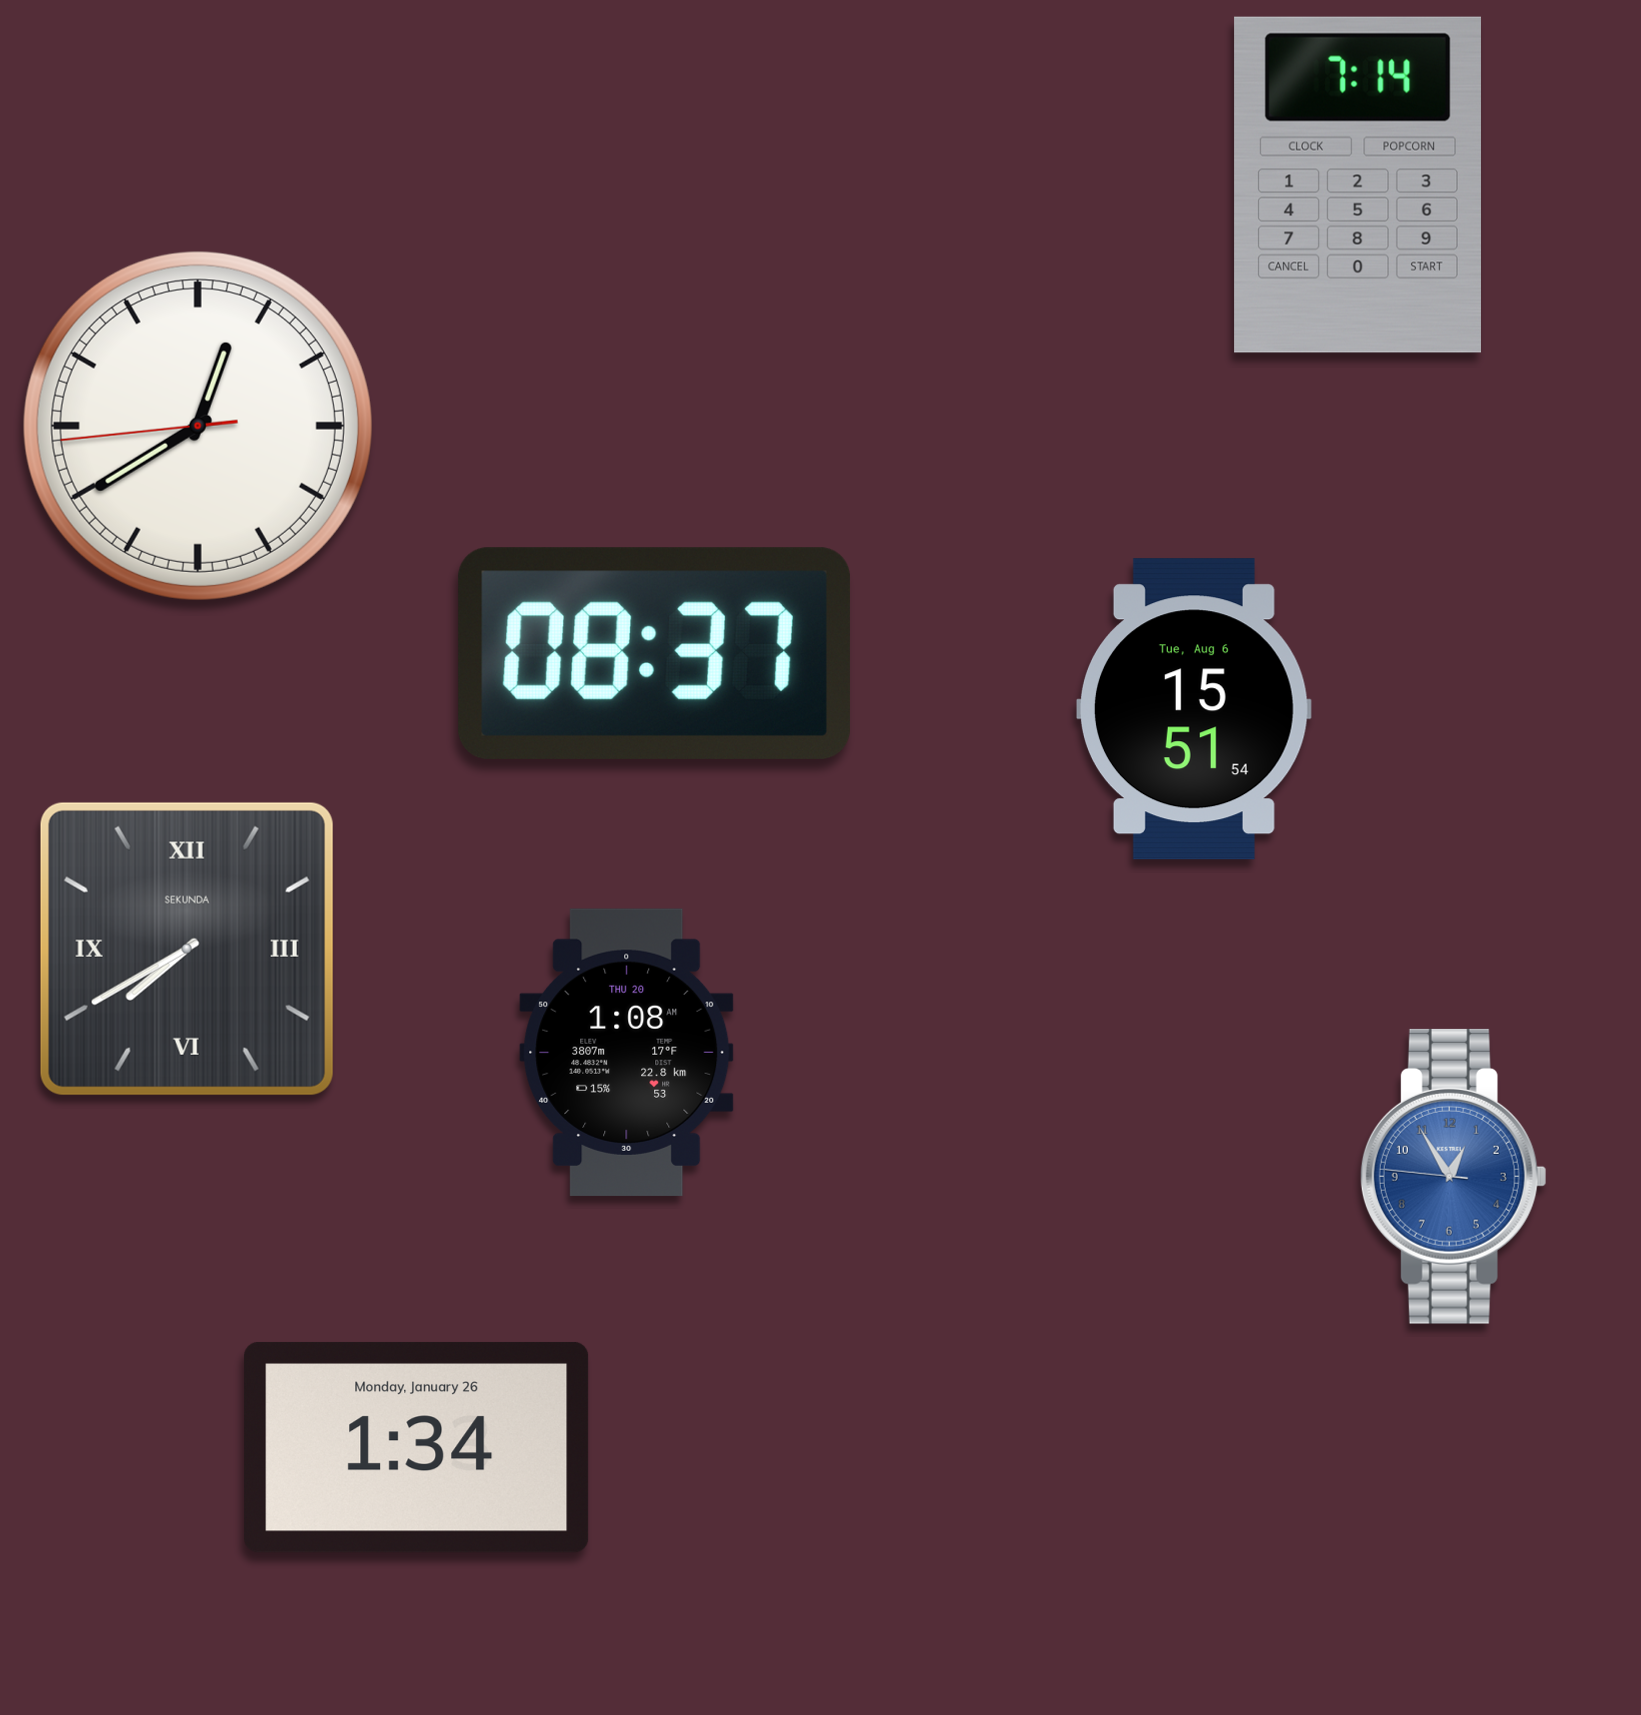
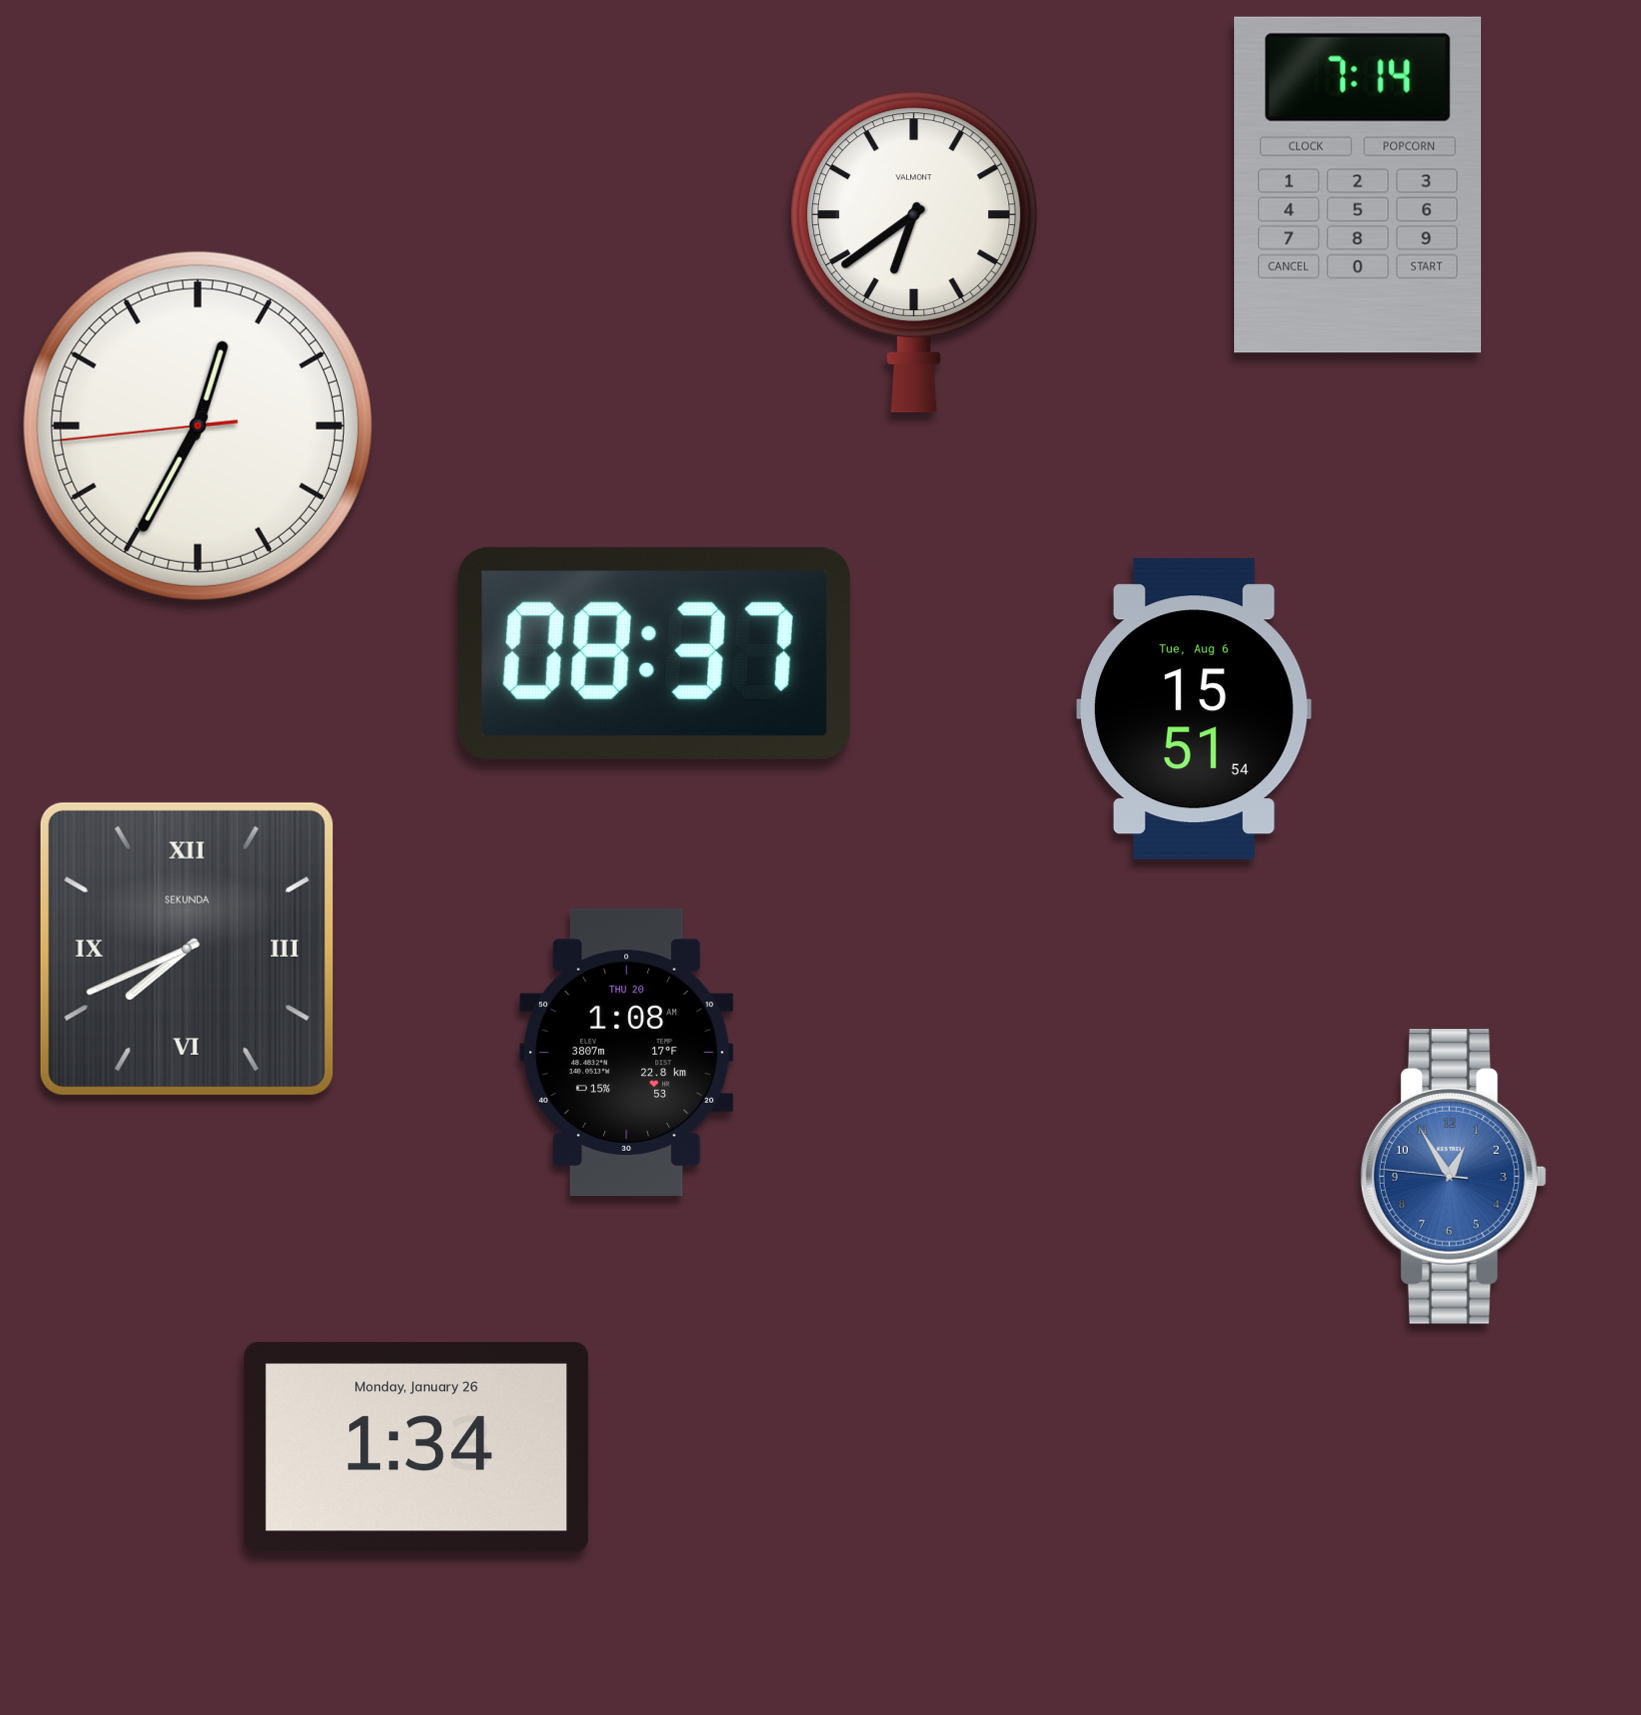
clock at (914, 252): none -> 6:39
clock at (198, 426): 12:39 -> 12:34
clock at (187, 949): 7:40 -> 7:41
